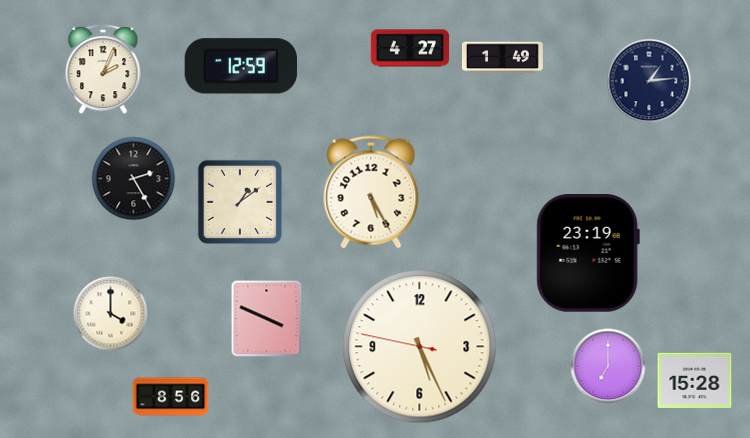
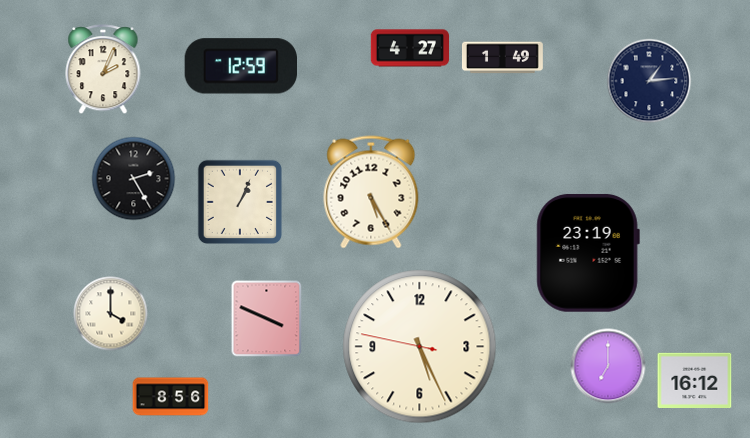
clock at (239, 201): 1:09 -> 1:04
clock at (695, 380): 15:28 -> 16:12
